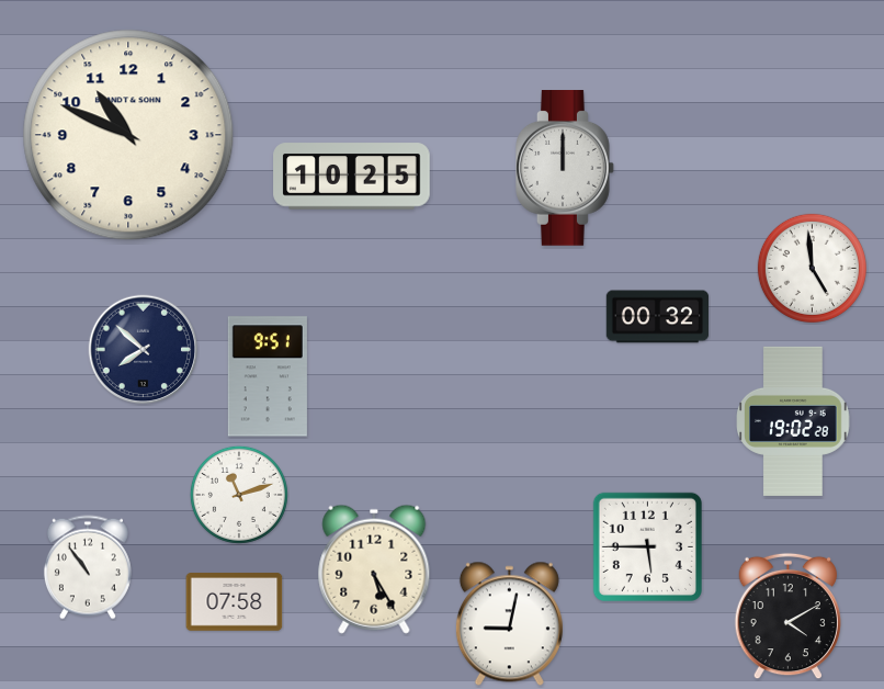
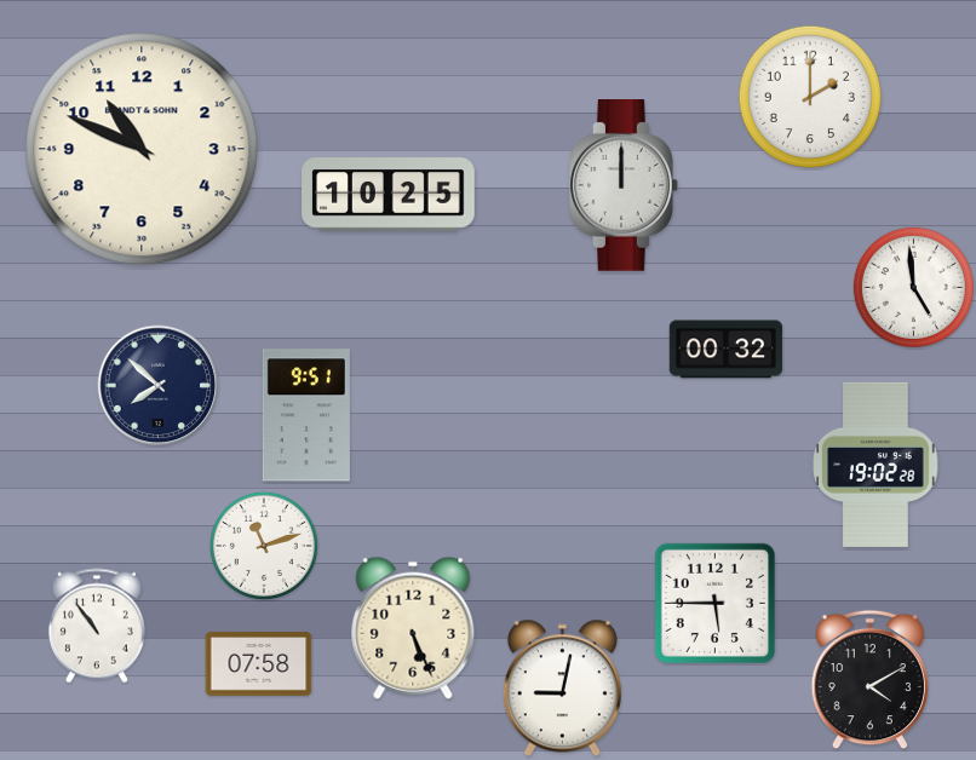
clock at (810, 97): none -> 2:00
clock at (812, 268) position: (812, 268) -> (913, 287)
clock at (268, 376) position: (268, 376) -> (306, 415)
clock at (374, 569): 5:25 -> 5:26
